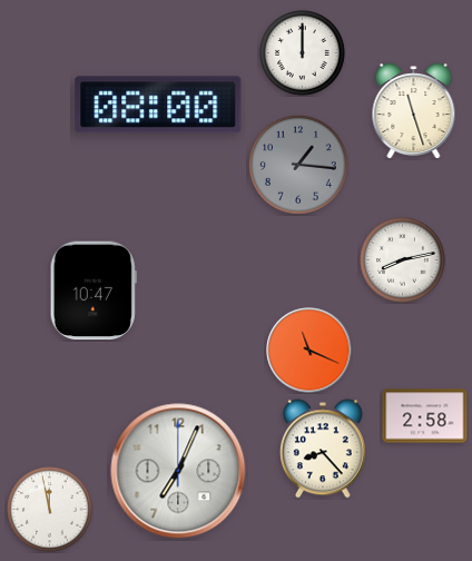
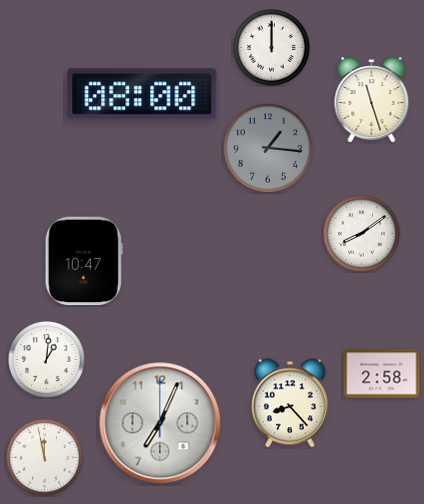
clock at (403, 260): 8:13 -> 8:09
clock at (309, 351): 11:19 -> none
clock at (47, 360): none -> 1:01
